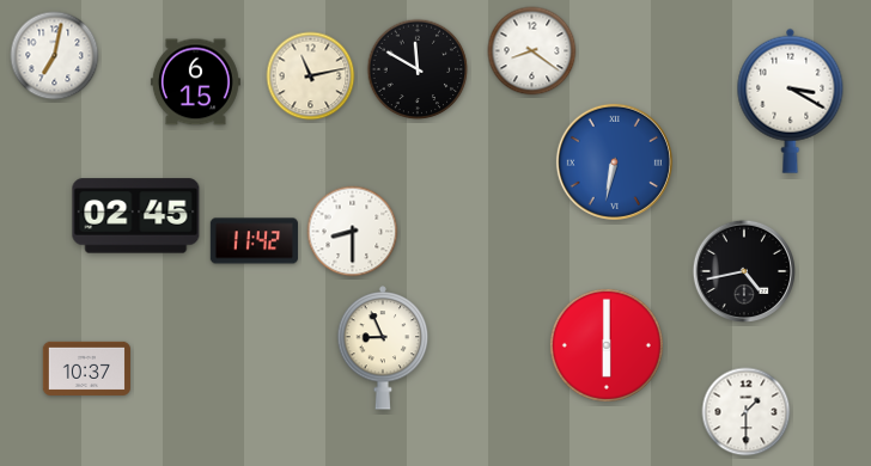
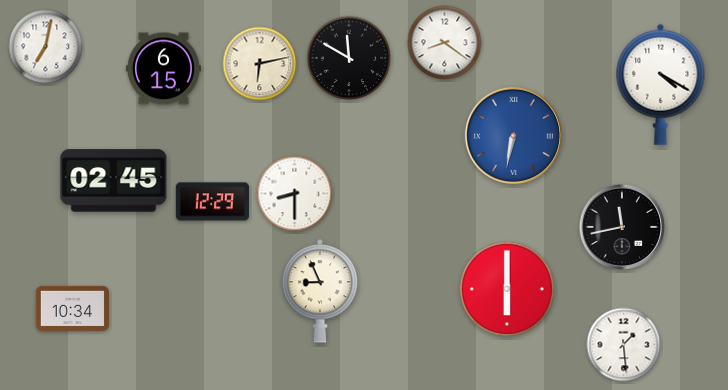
clock at (311, 76): 11:13 -> 6:13
clock at (791, 100): 3:20 -> 4:20
clock at (254, 241): 11:42 -> 12:29
clock at (743, 270): 4:43 -> 11:43
clock at (86, 368): 10:37 -> 10:34
clock at (747, 412): 1:30 -> 1:29
